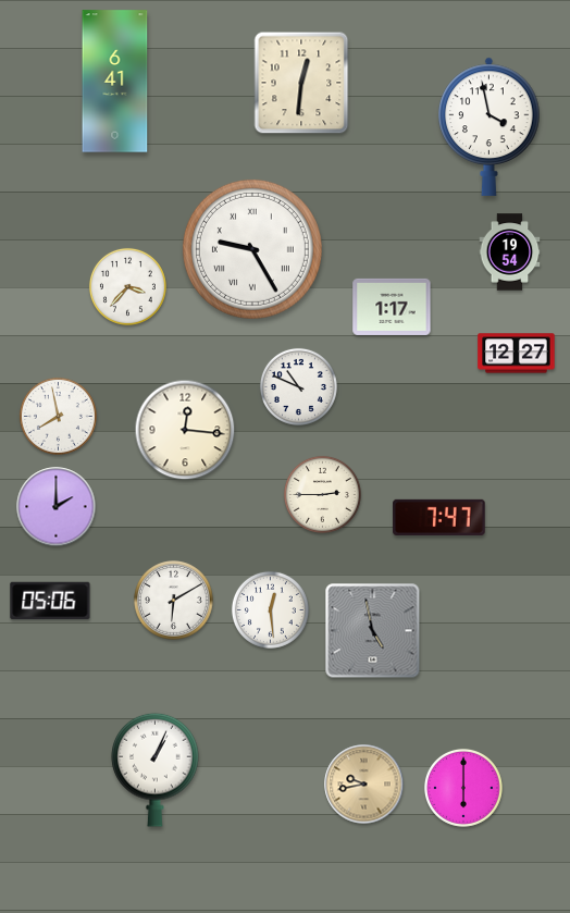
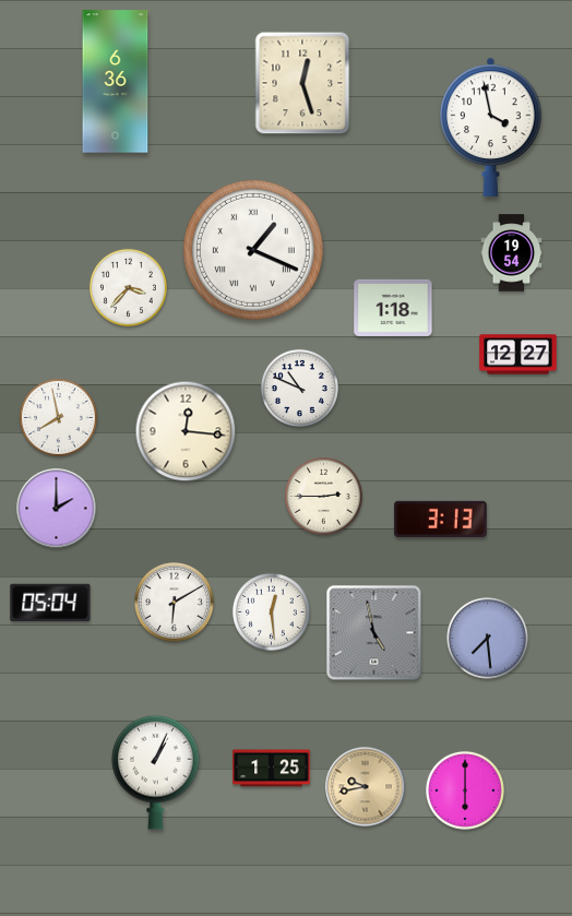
clock at (115, 82): 6:41 -> 6:36
clock at (301, 83): 12:31 -> 12:27
clock at (252, 249): 9:25 -> 1:19
clock at (392, 307): 1:17 -> 1:18
clock at (439, 517): 7:47 -> 3:13
clock at (50, 601): 05:06 -> 05:04
clock at (488, 639): none -> 7:29
clock at (272, 769): none -> 1:25
